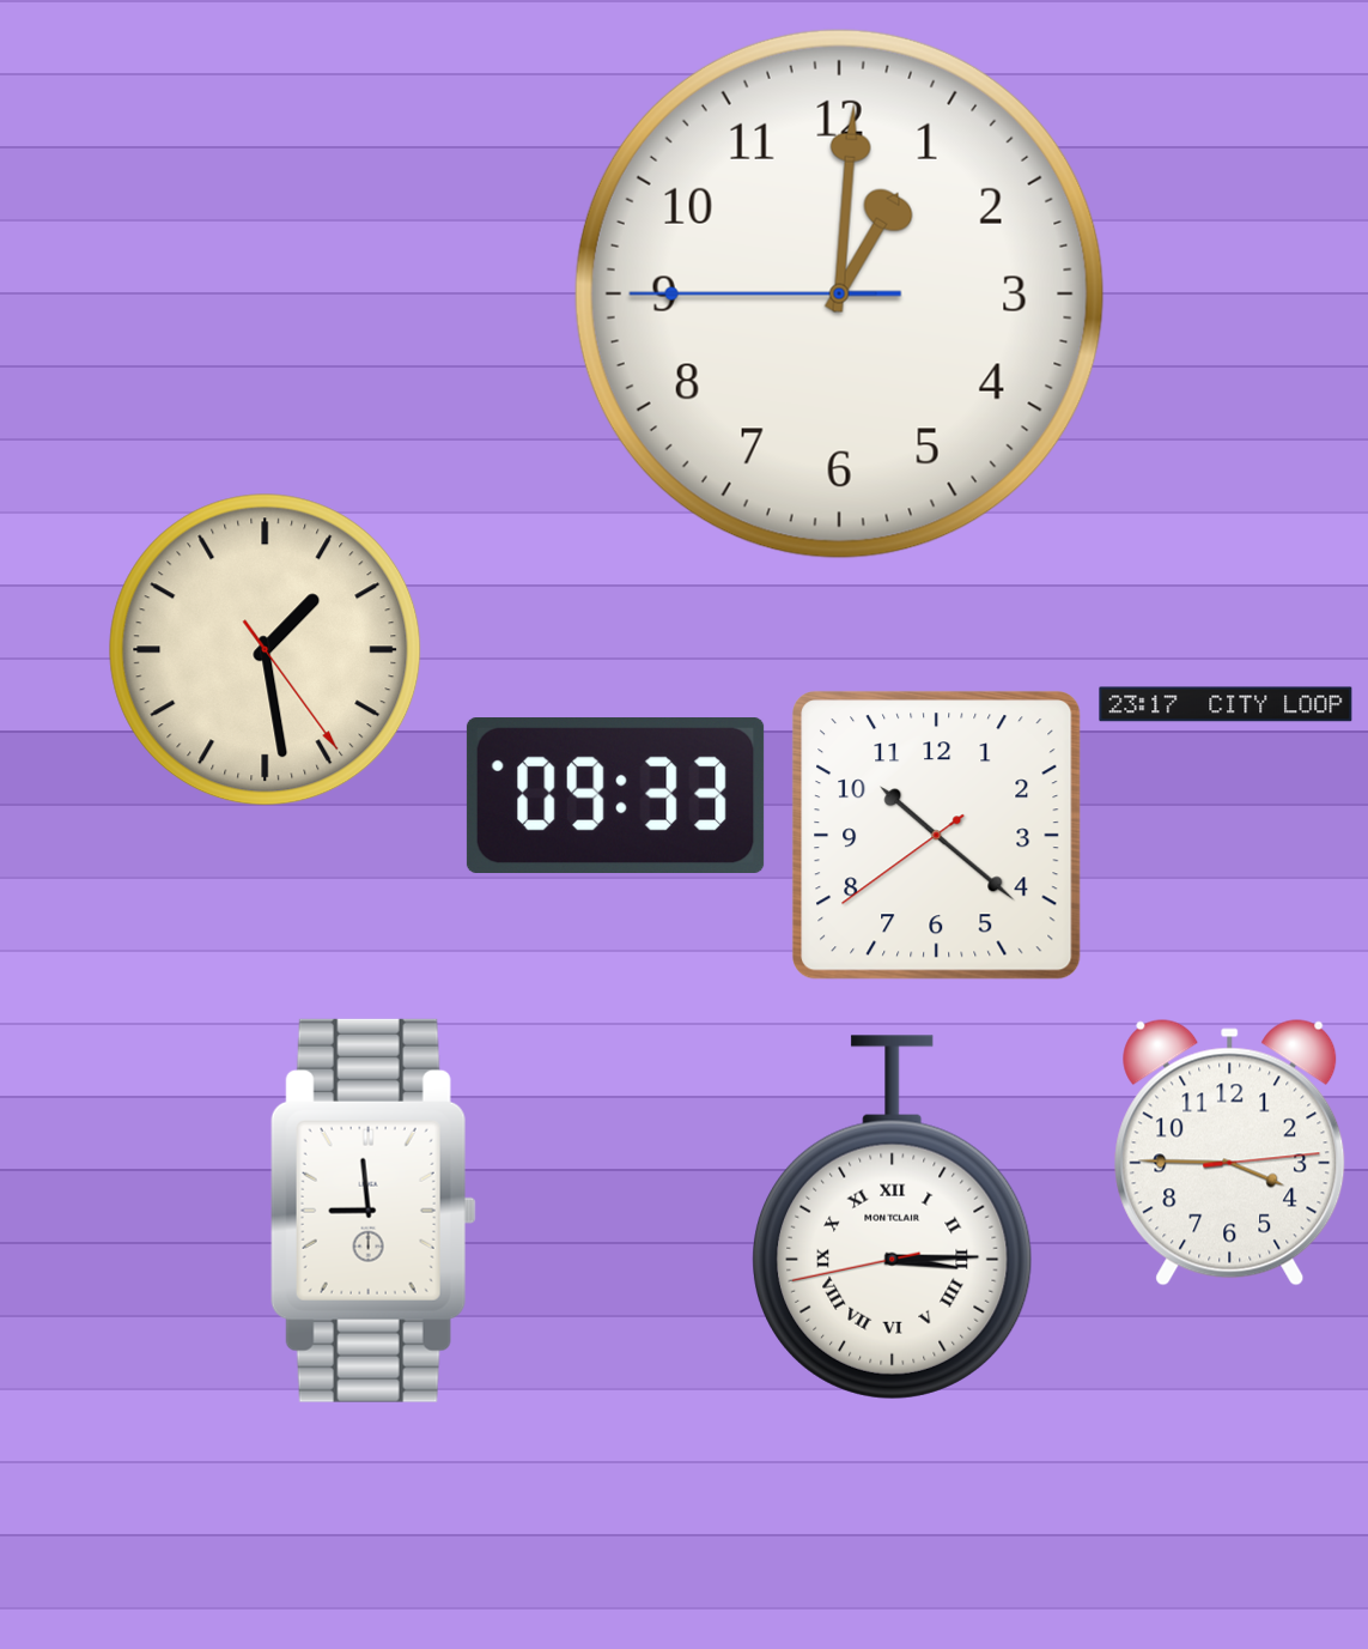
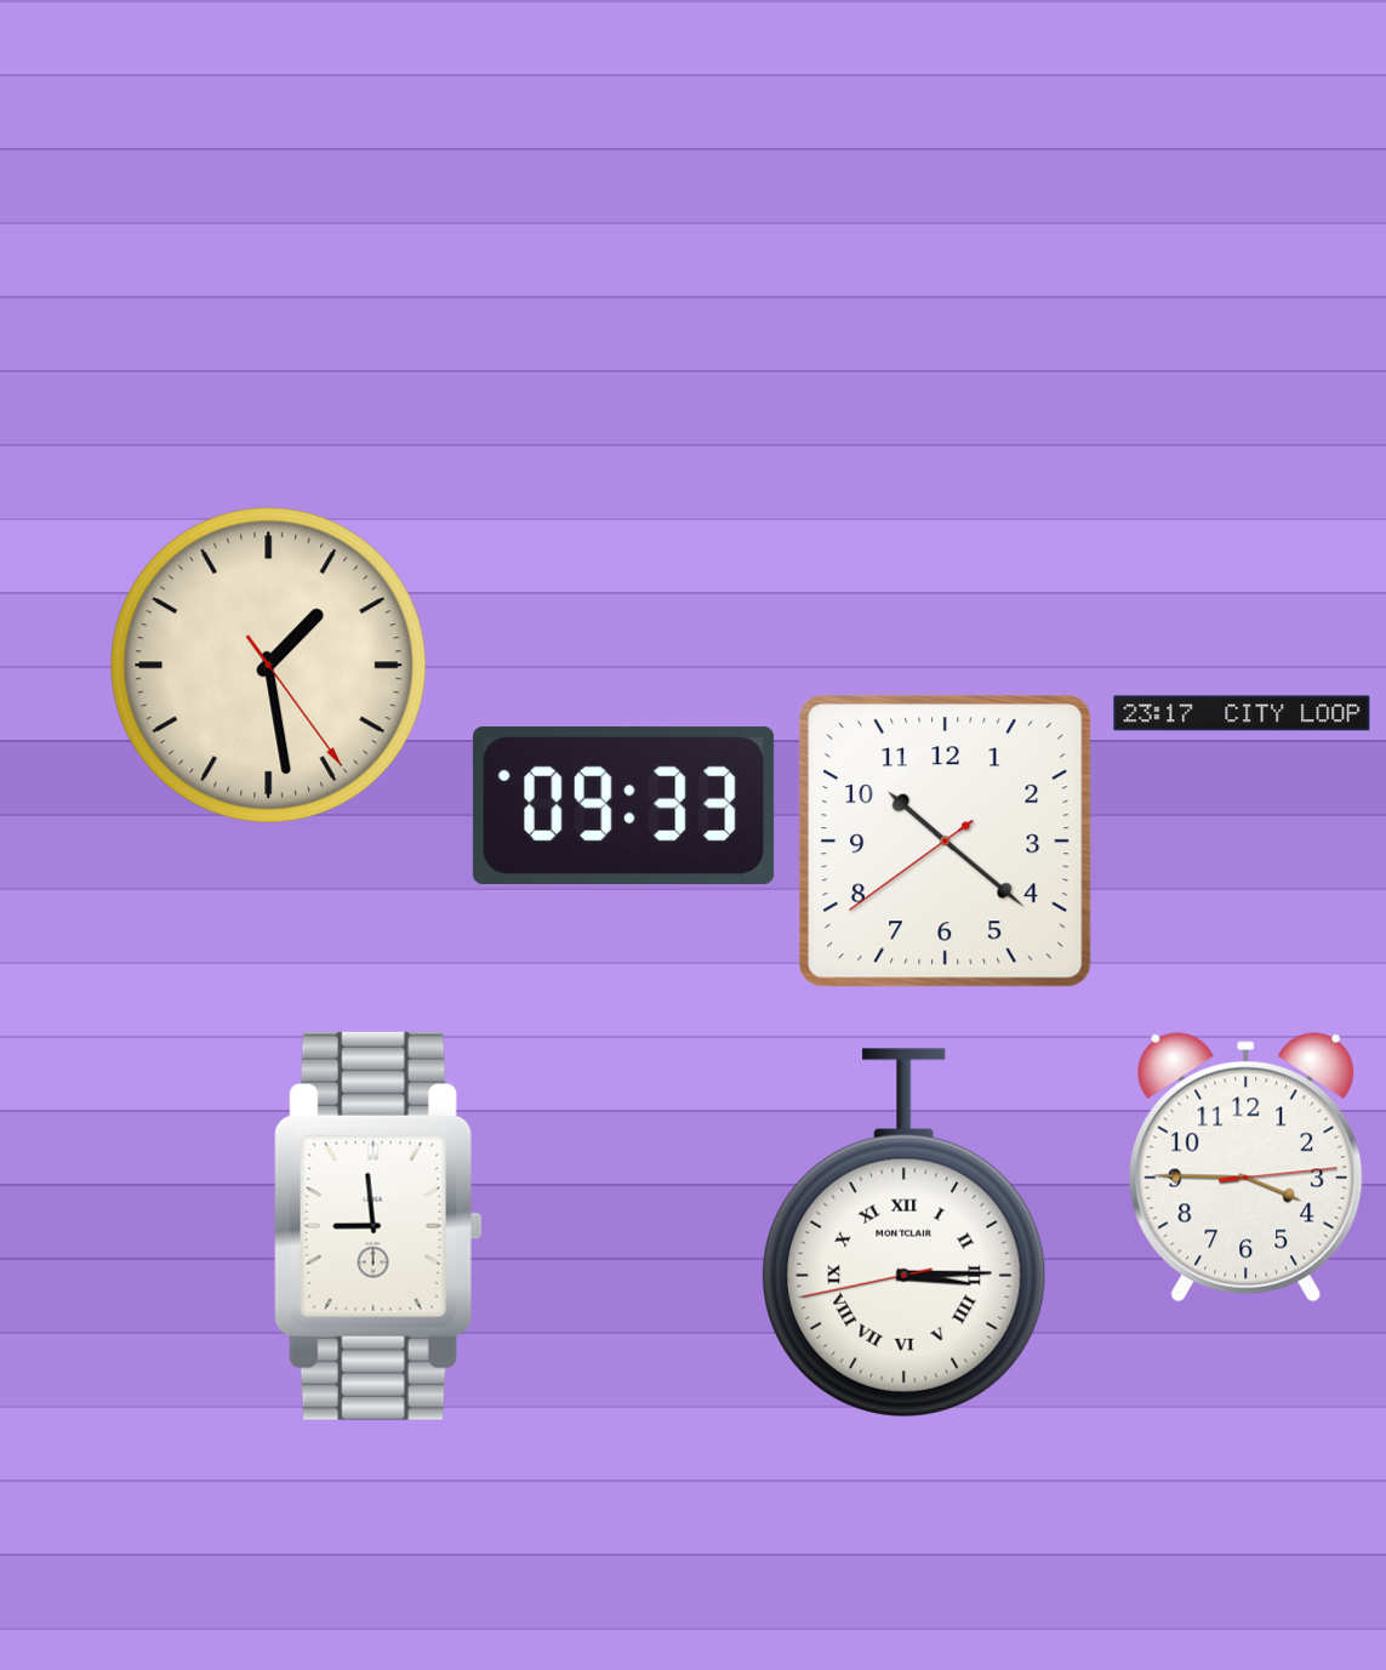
clock at (839, 293): 1:00 -> none
clock at (266, 650) position: (266, 650) -> (269, 666)
clock at (937, 836) position: (937, 836) -> (946, 842)
